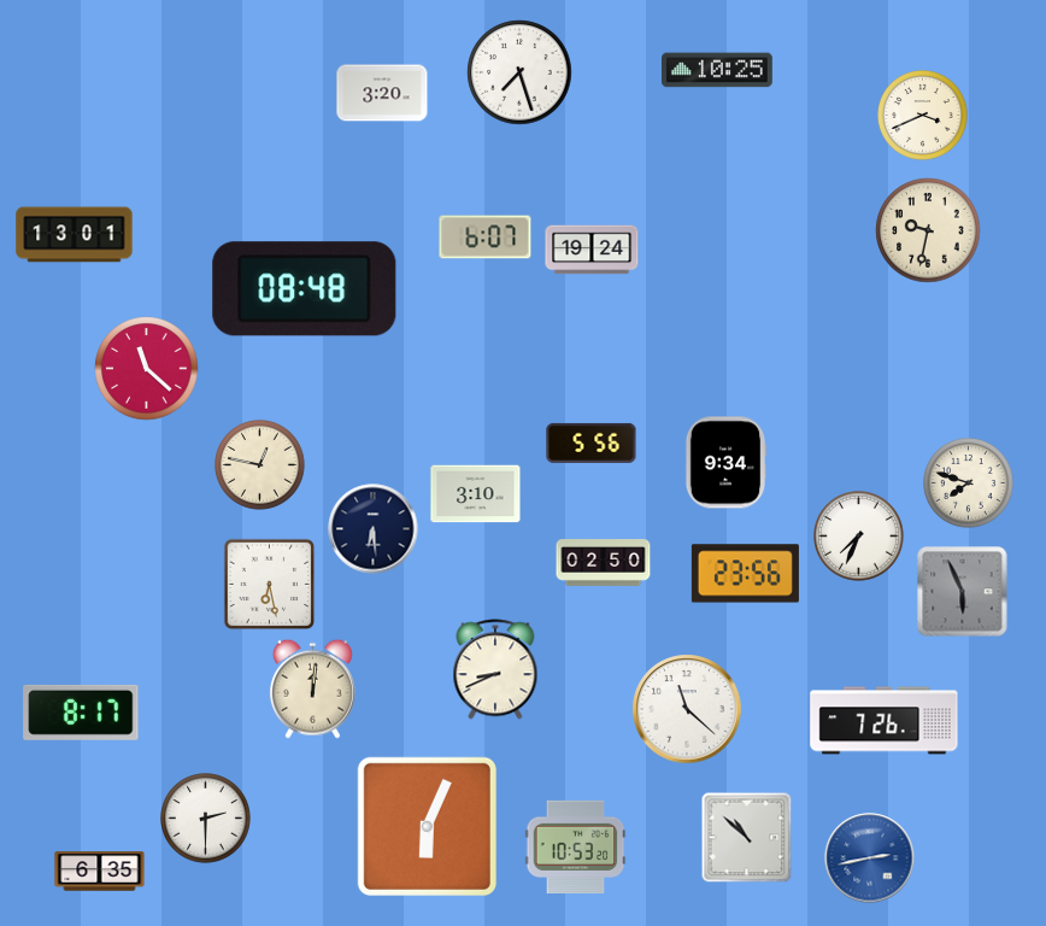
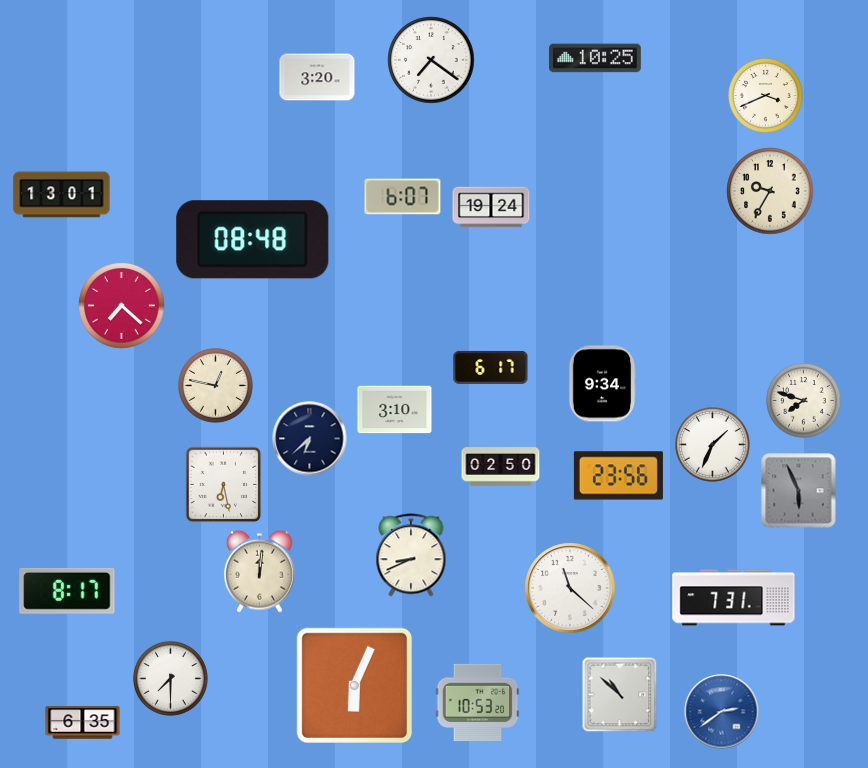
clock at (519, 72): 7:27 -> 7:21
clock at (928, 230): 9:32 -> 9:35
clock at (147, 369): 11:22 -> 7:22
clock at (592, 443): 5:56 -> 6:17
clock at (374, 529): 6:29 -> 6:38
clock at (859, 537): 7:34 -> 1:34
clock at (885, 721): 7:26 -> 7:31
clock at (206, 819): 2:30 -> 7:30
clock at (870, 858): 2:43 -> 2:39
